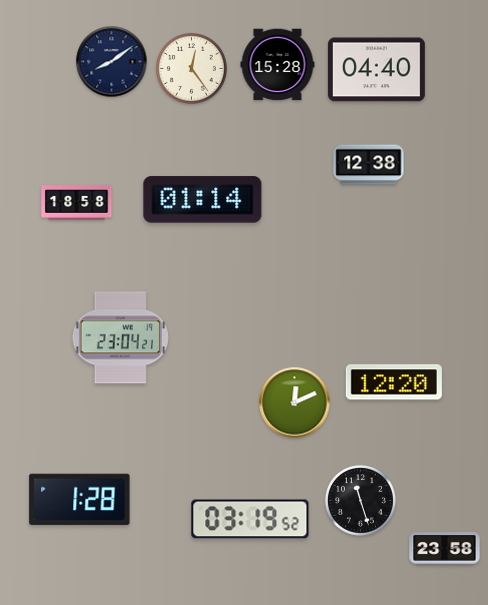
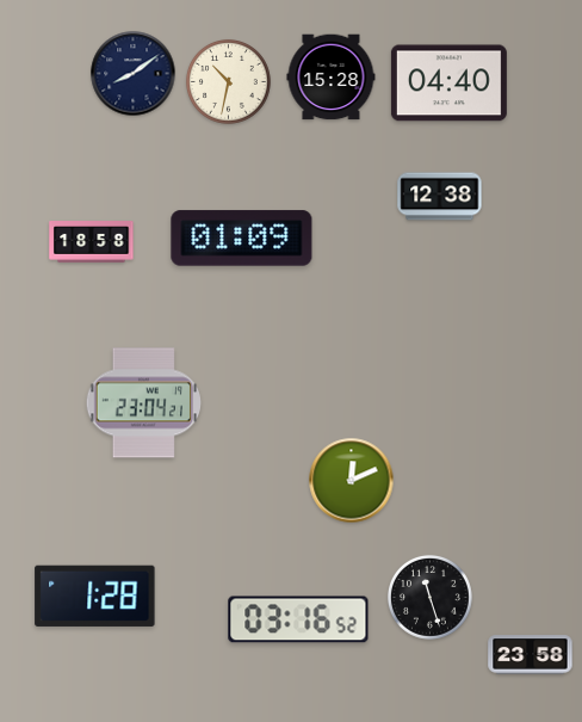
clock at (192, 69): 12:24 -> 10:32
clock at (203, 200): 01:14 -> 01:09
clock at (394, 382): 12:20 -> none
clock at (250, 519): 03:19 -> 03:16
